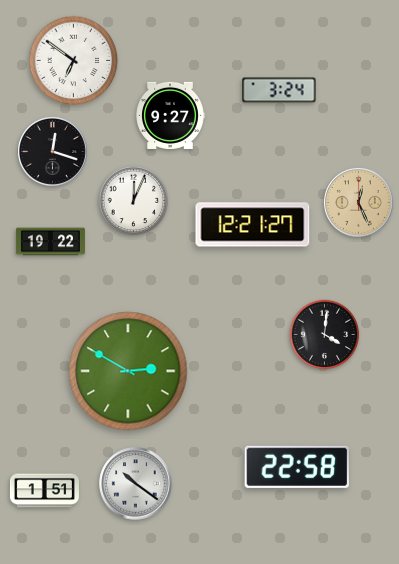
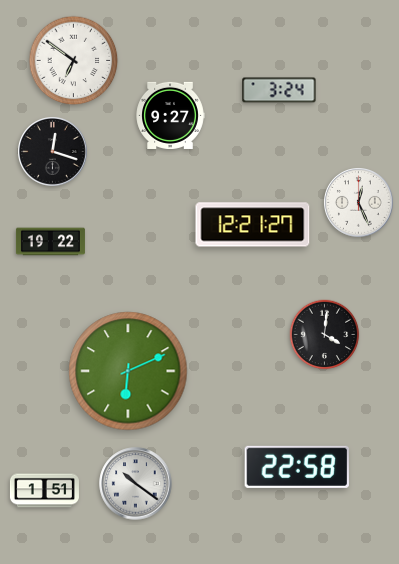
clock at (134, 201): 12:04 -> none
clock at (359, 203) dial: champagne -> white
clock at (128, 371): 2:50 -> 6:11
